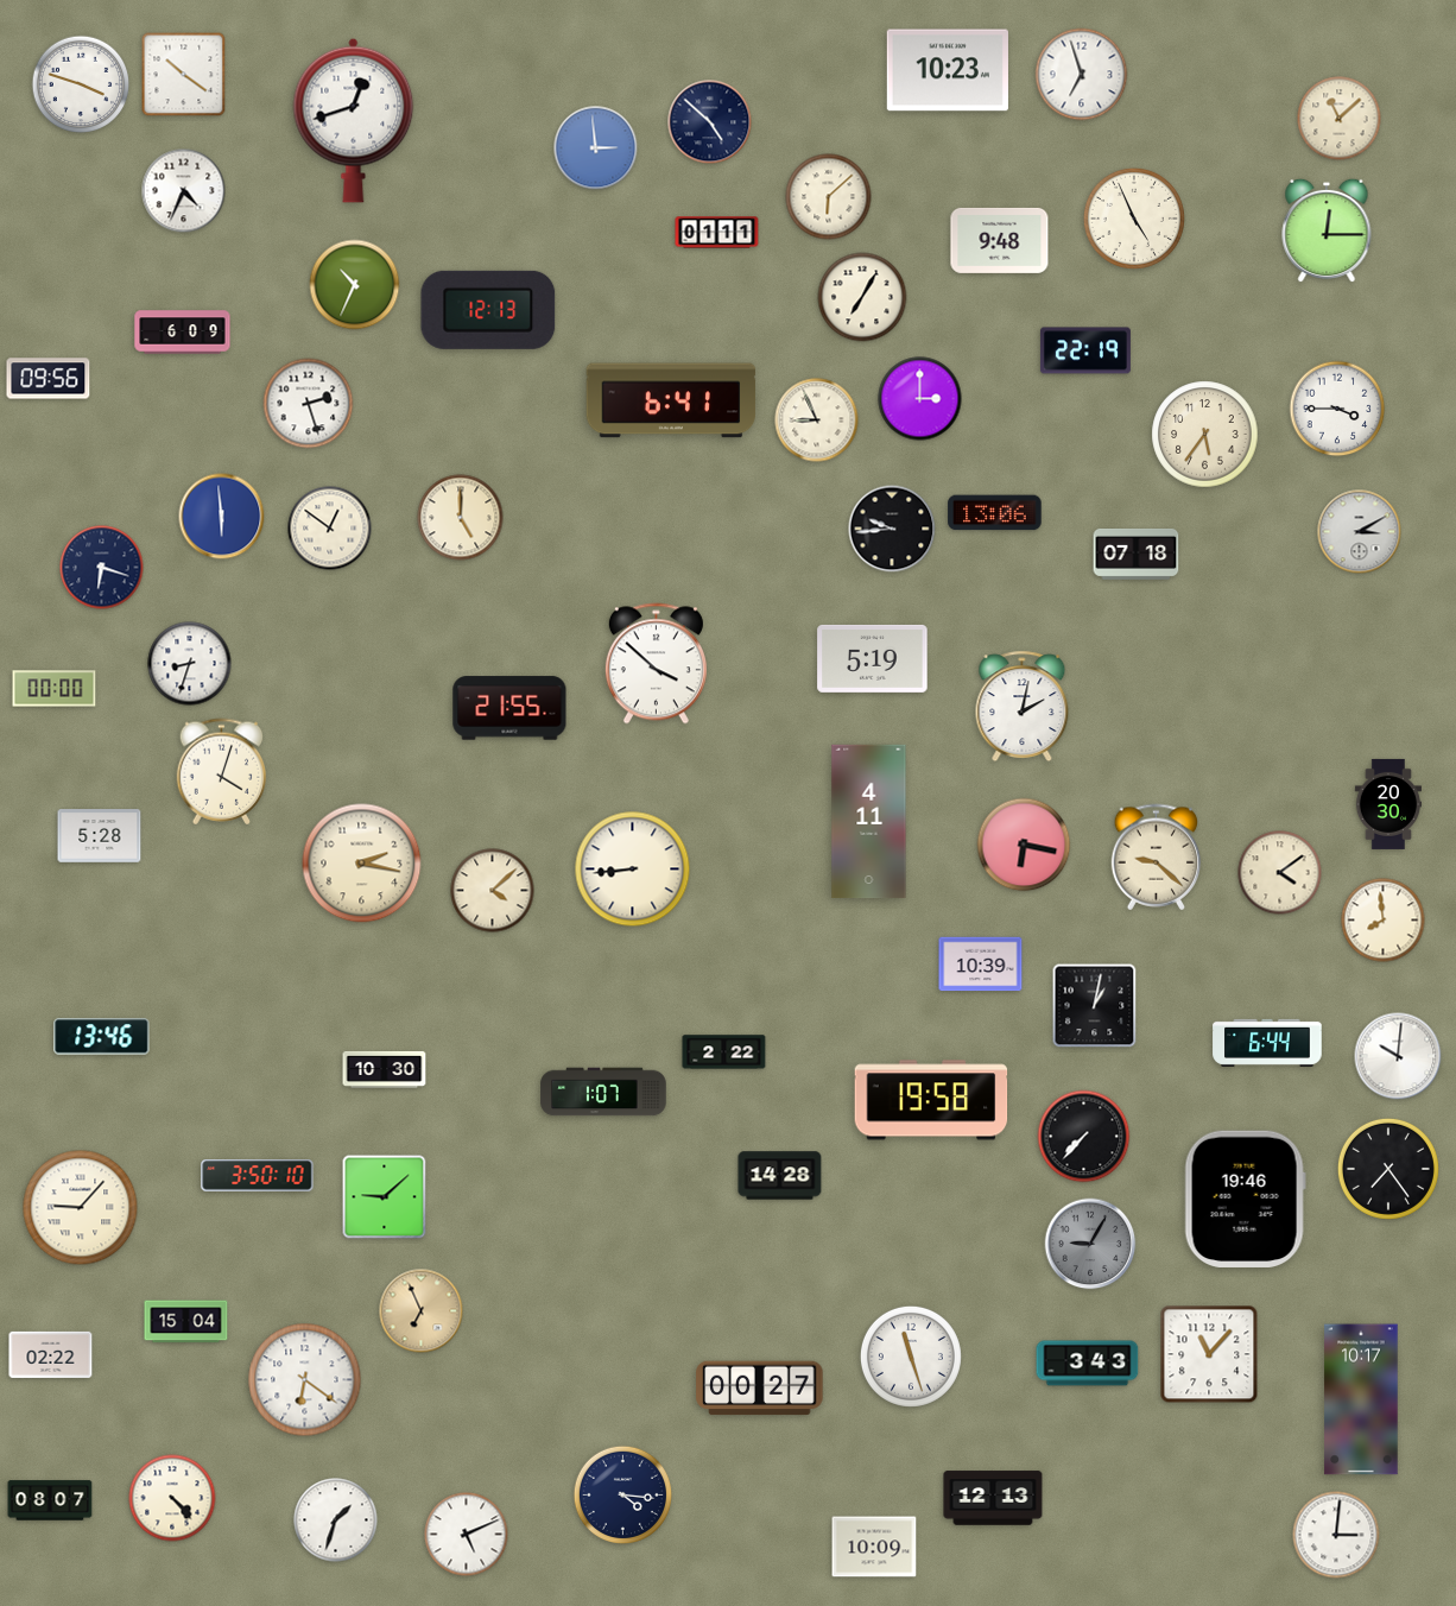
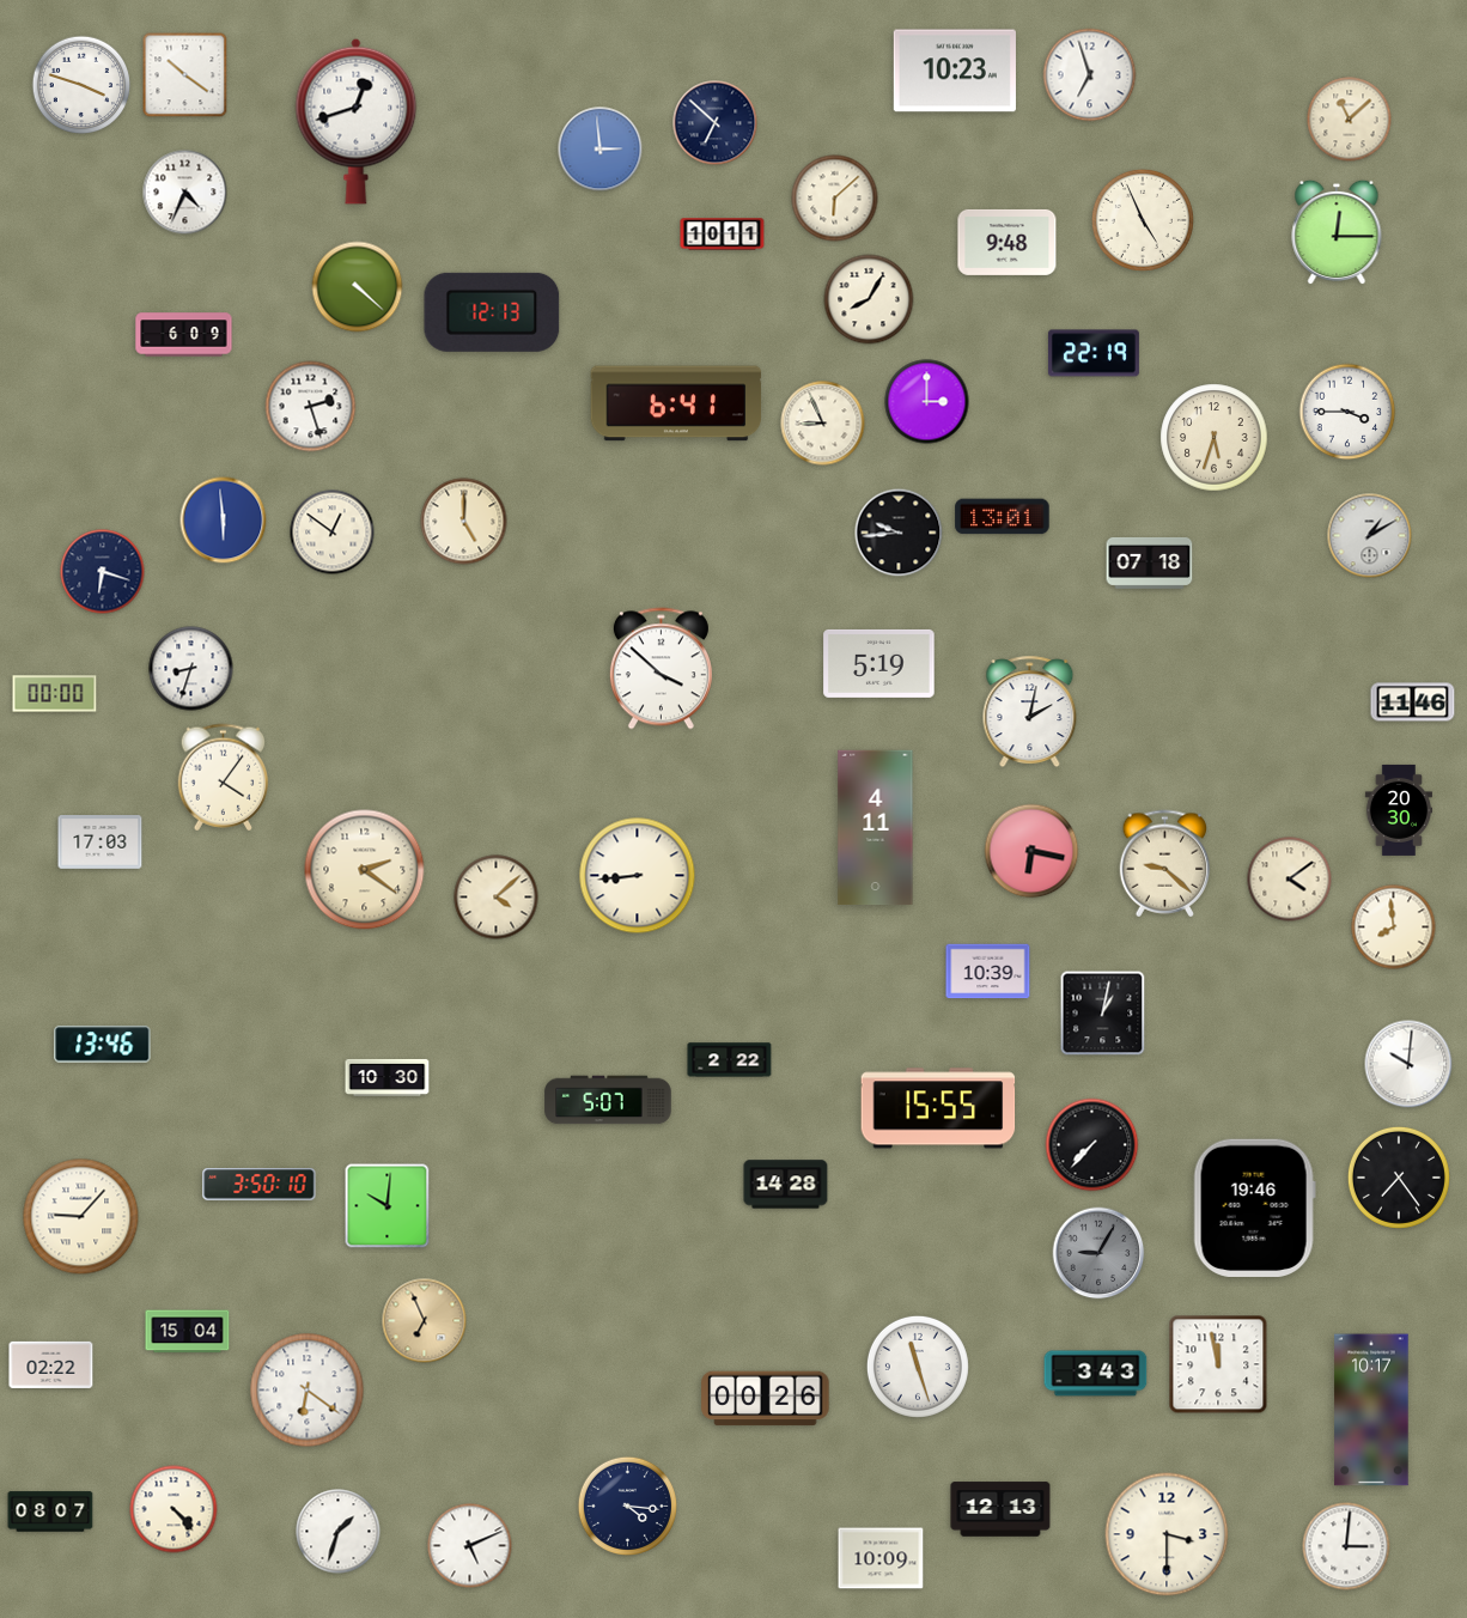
clock at (710, 122): 4:52 -> 6:52
clock at (717, 233): 01:11 -> 10:11
clock at (355, 285): 10:34 -> 4:22
clock at (862, 297): 7:05 -> 8:05
clock at (49, 379): 09:56 -> none
clock at (1205, 435): 5:36 -> 5:33
clock at (995, 513): 13:06 -> 13:01
clock at (1360, 532): 3:10 -> 1:10
clock at (1137, 554) position: (1137, 554) -> (1150, 562)
clock at (1413, 702): none -> 11:46
clock at (509, 708): 21:55 -> none
clock at (222, 772): 4:03 -> 4:06
clock at (100, 836): 5:28 -> 17:03
clock at (362, 864): 2:17 -> 2:21
clock at (1267, 1043): 6:44 -> none
clock at (603, 1092): 1:07 -> 5:07
clock at (931, 1100): 19:58 -> 15:55
clock at (385, 1197): 9:08 -> 10:01
clock at (1209, 1354): 11:07 -> 11:58
clock at (760, 1389): 00:27 -> 00:26
clock at (1167, 1534): none -> 3:30
